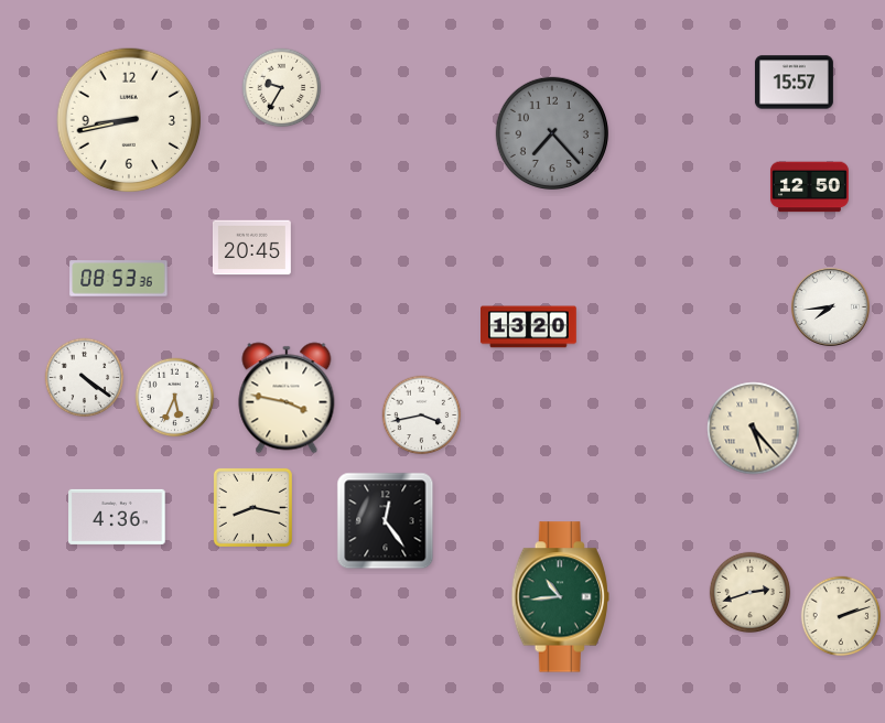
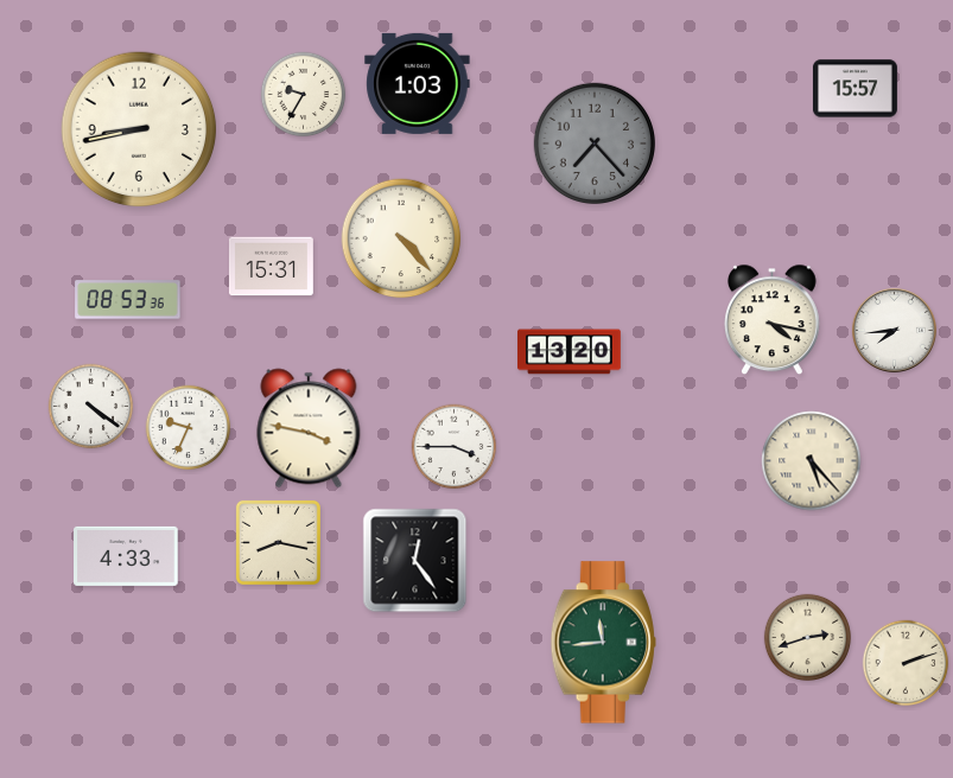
clock at (418, 83): none -> 1:03
clock at (809, 187): 12:50 -> none
clock at (401, 238): none -> 4:23
clock at (251, 248): 20:45 -> 15:31
clock at (773, 320): none -> 4:17
clock at (175, 398): 5:34 -> 9:34
clock at (422, 416): 3:43 -> 3:45
clock at (252, 507) position: (252, 507) -> (278, 542)
clock at (117, 517): 4:36 -> 4:33
clock at (560, 597): 10:44 -> 11:44
